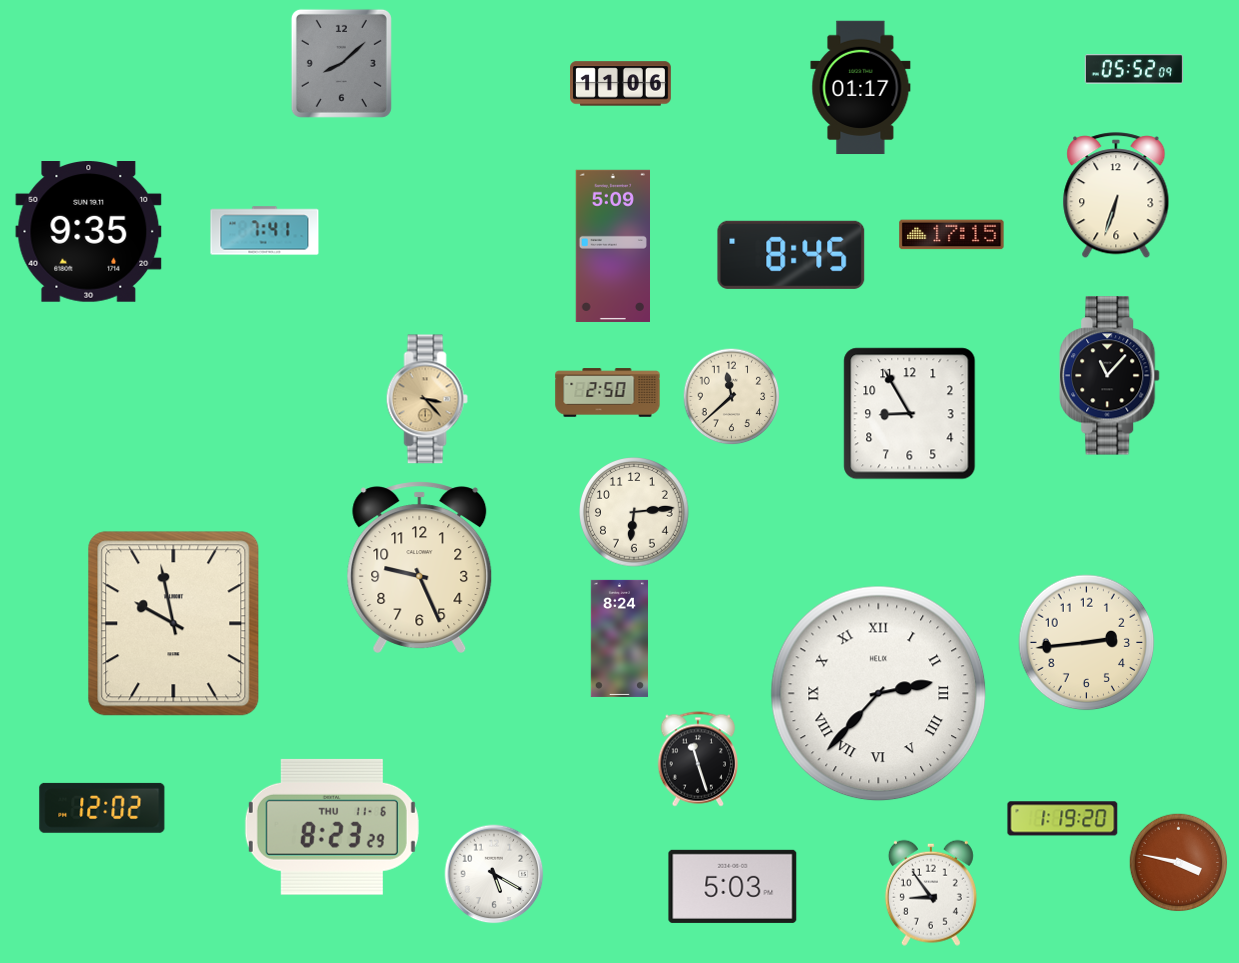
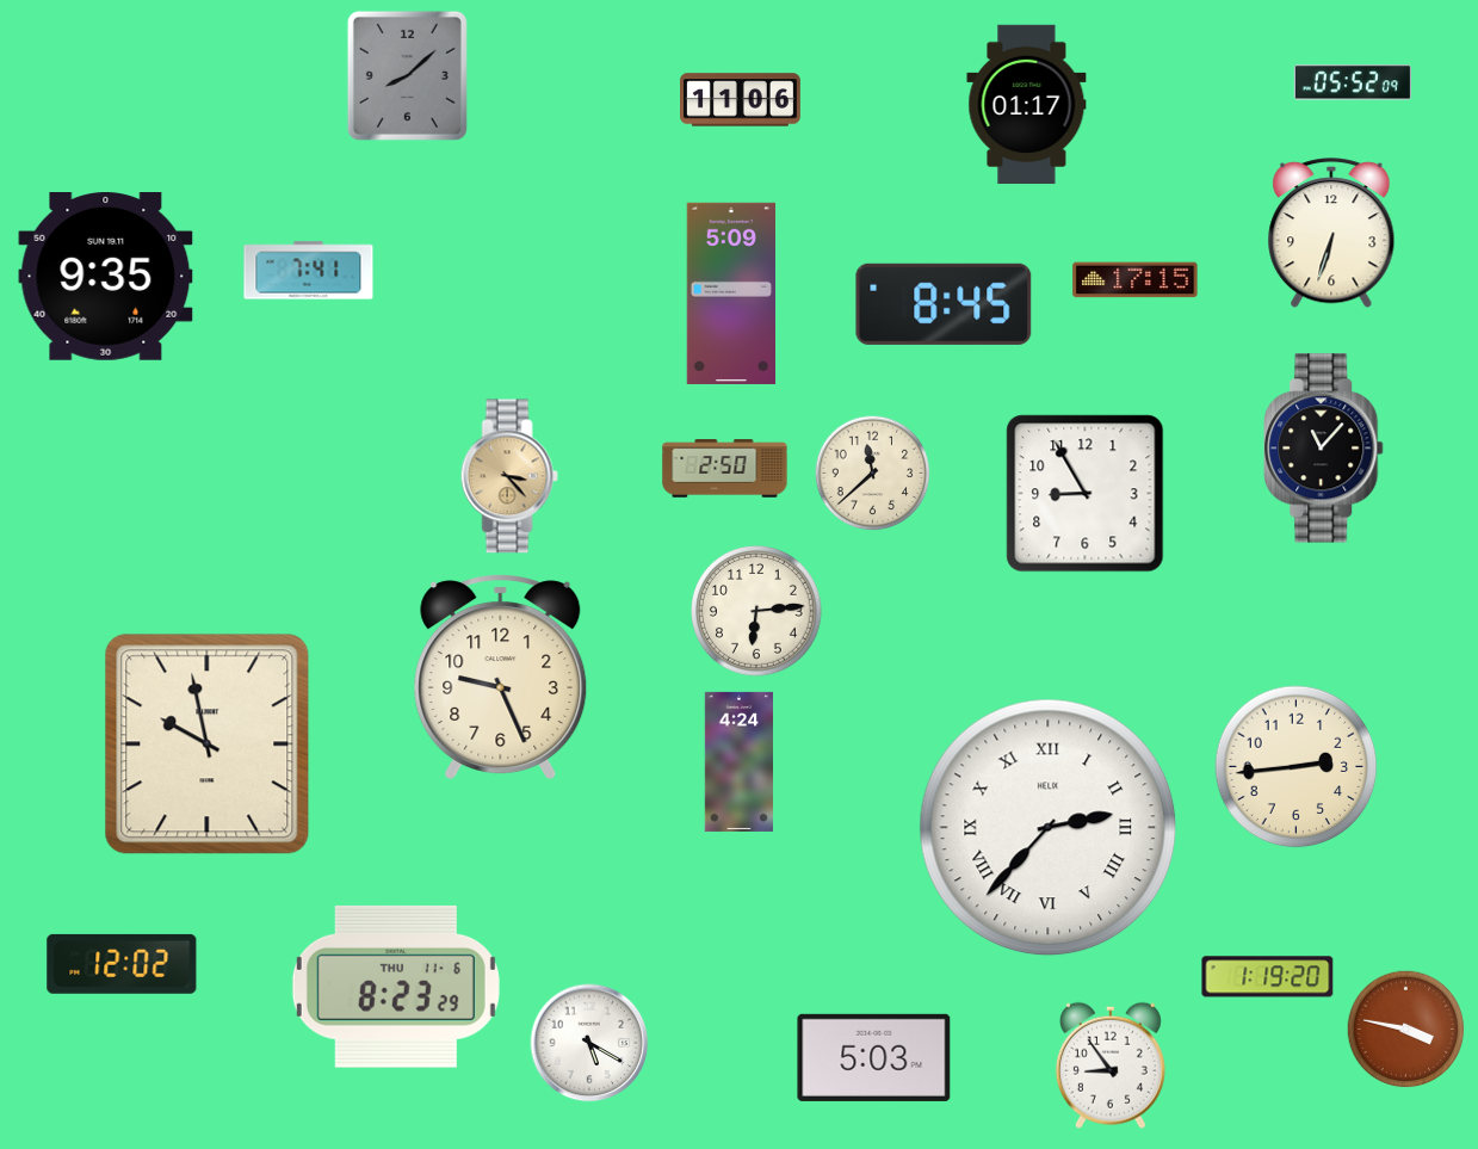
clock at (265, 231) position: (265, 231) -> (309, 271)
clock at (619, 638): 8:24 -> 4:24
clock at (698, 759): 11:27 -> none
